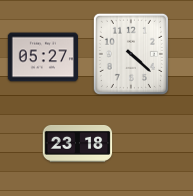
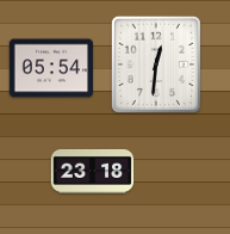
clock at (131, 54): 4:22 -> 12:31
clock at (42, 57): 05:27 -> 05:54
